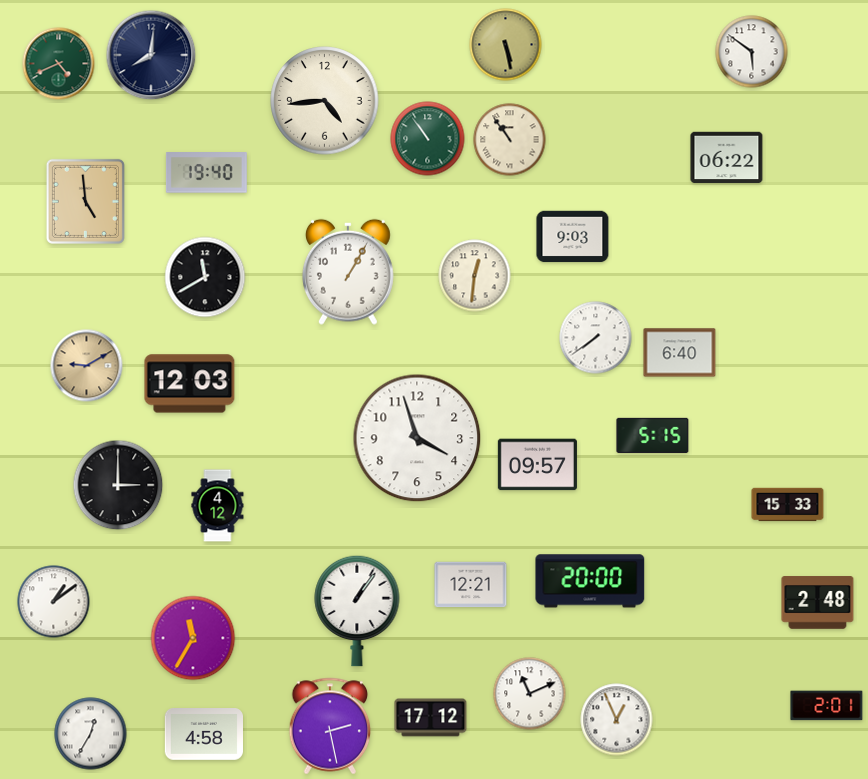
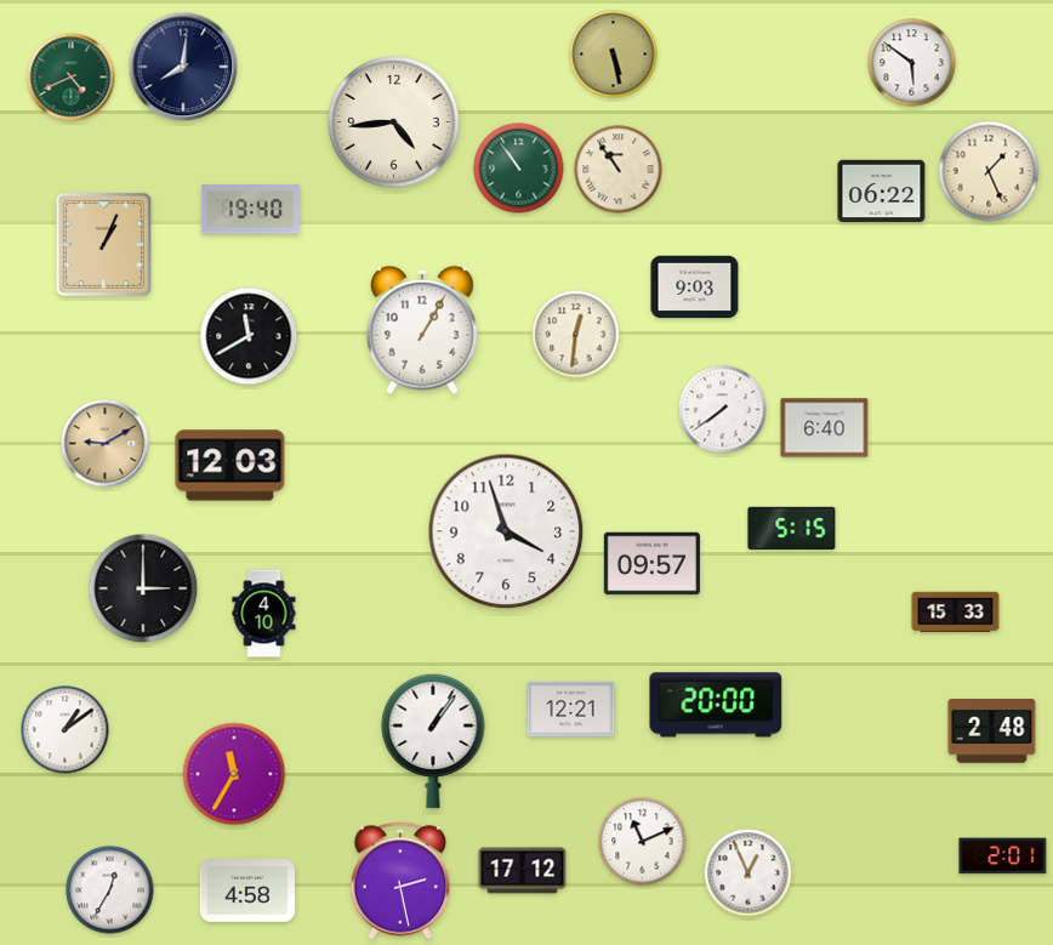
clock at (989, 171): none -> 1:26
clock at (85, 201): 4:59 -> 1:04
clock at (218, 506): 4:12 -> 4:10
